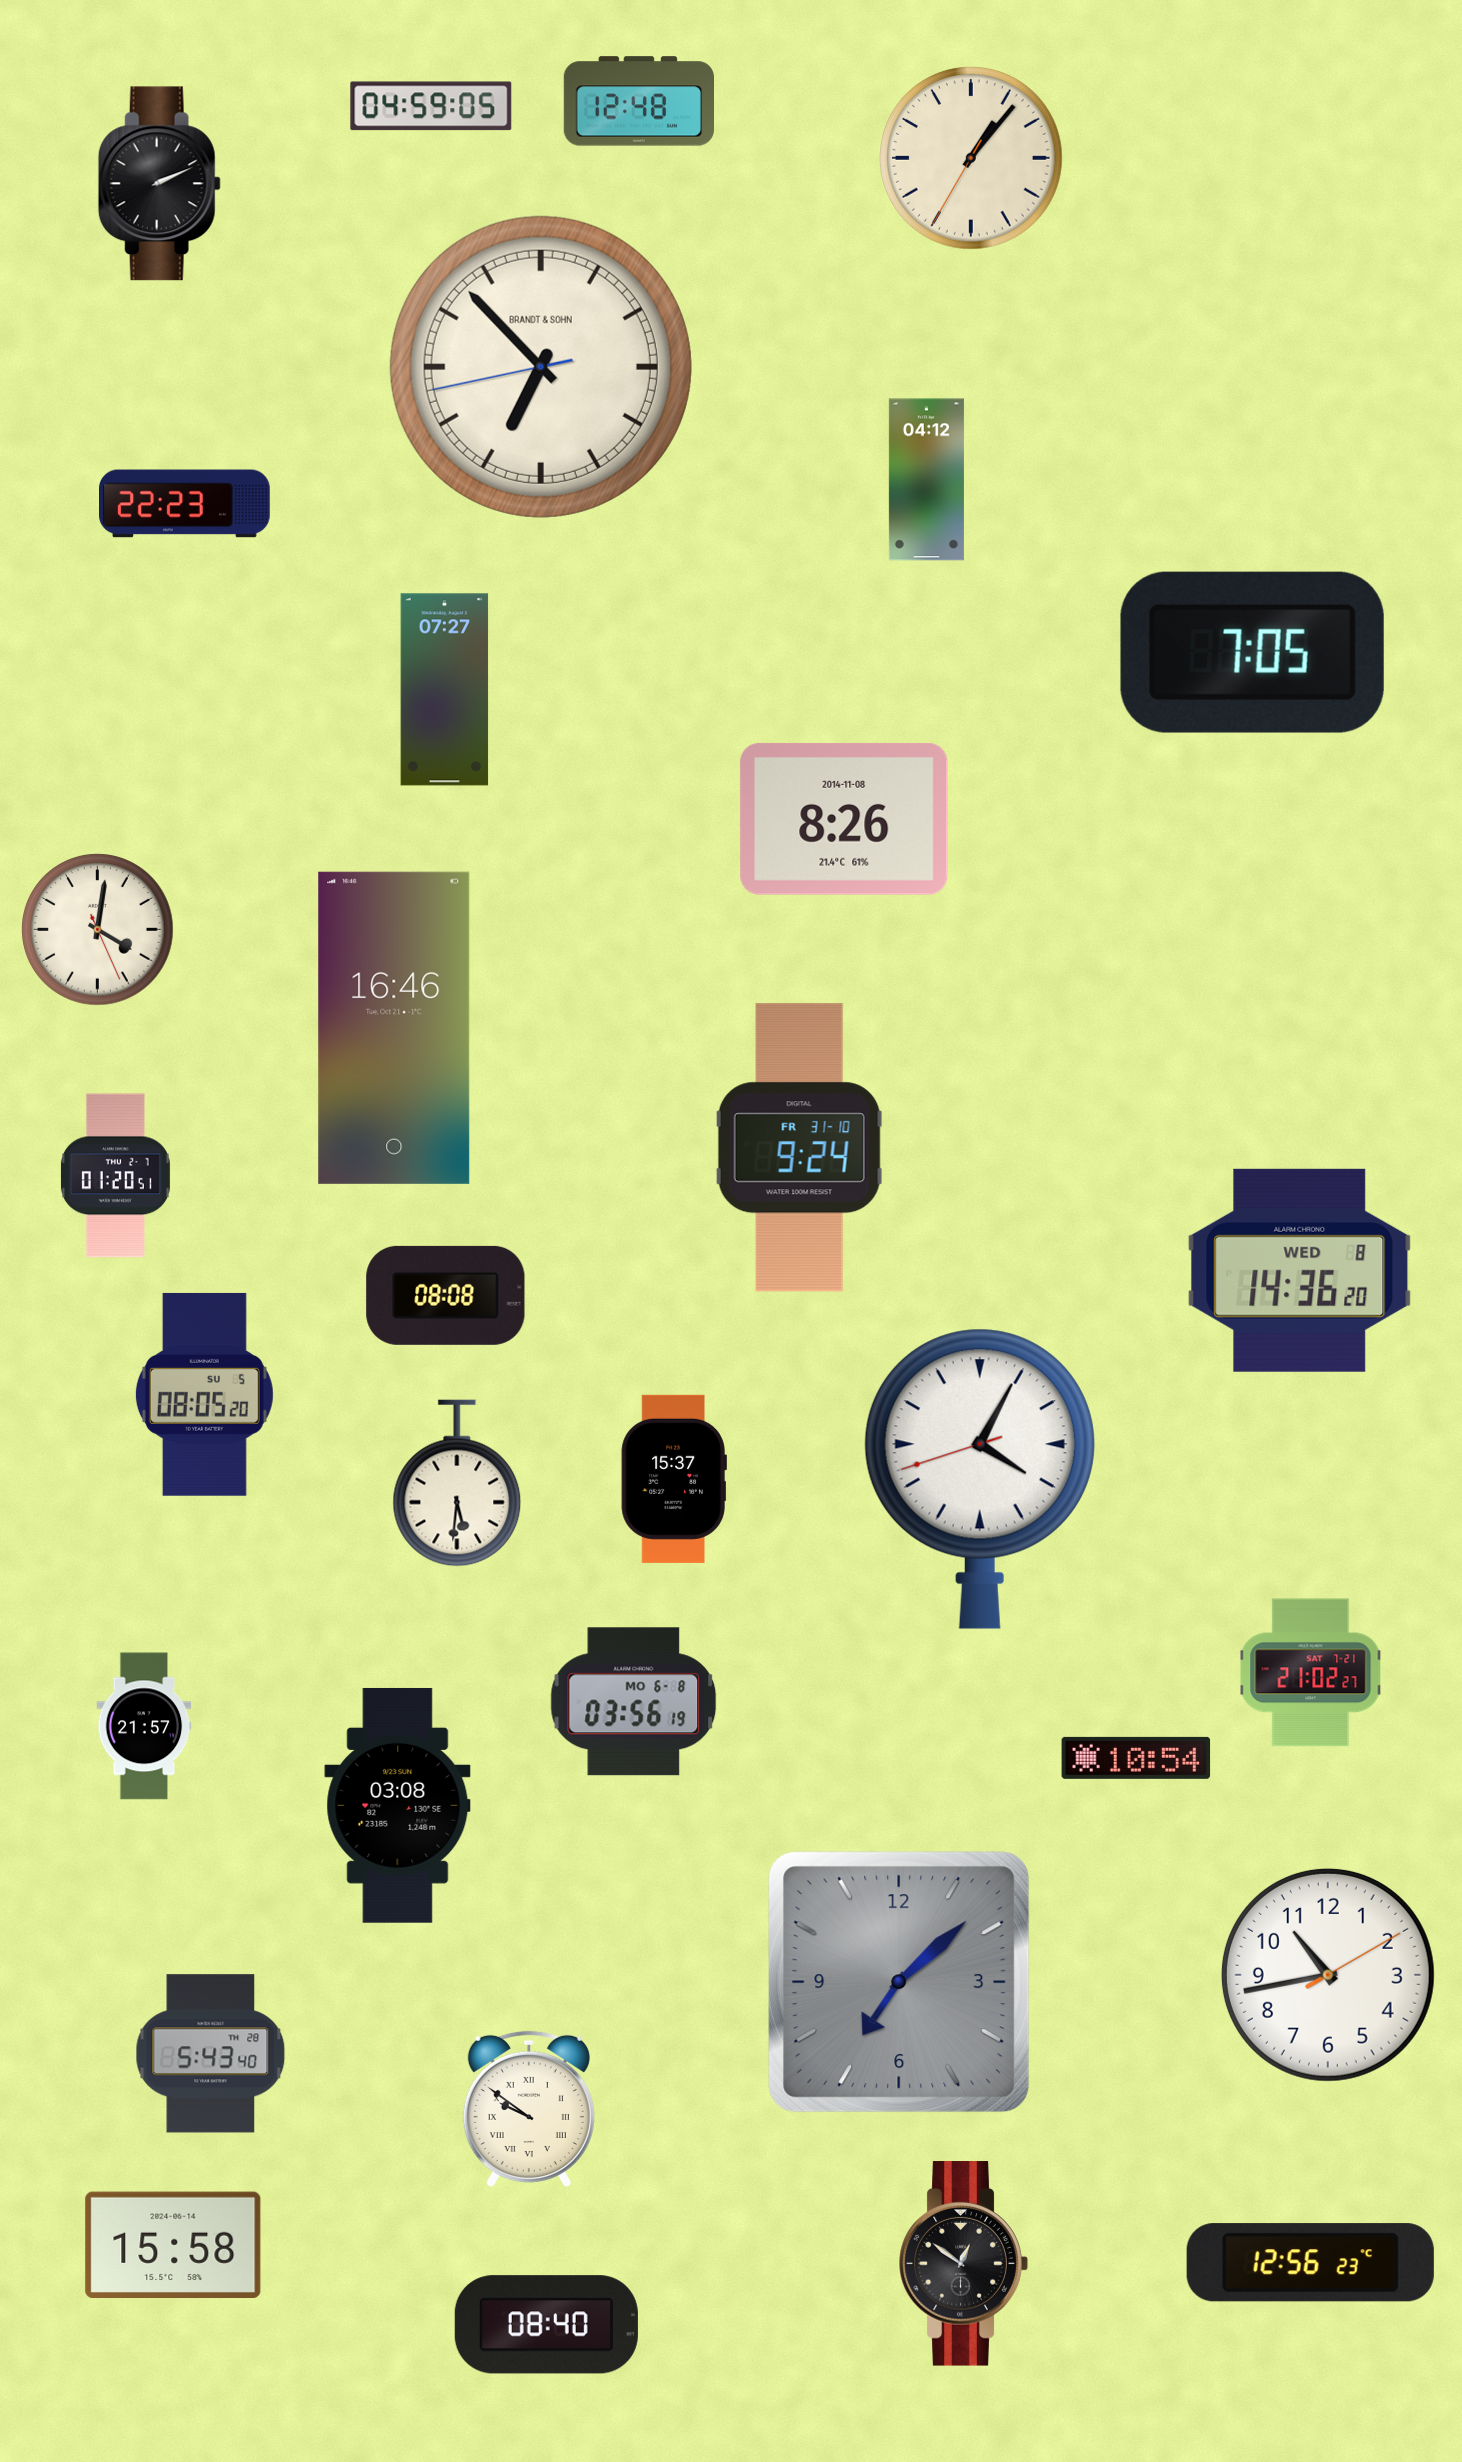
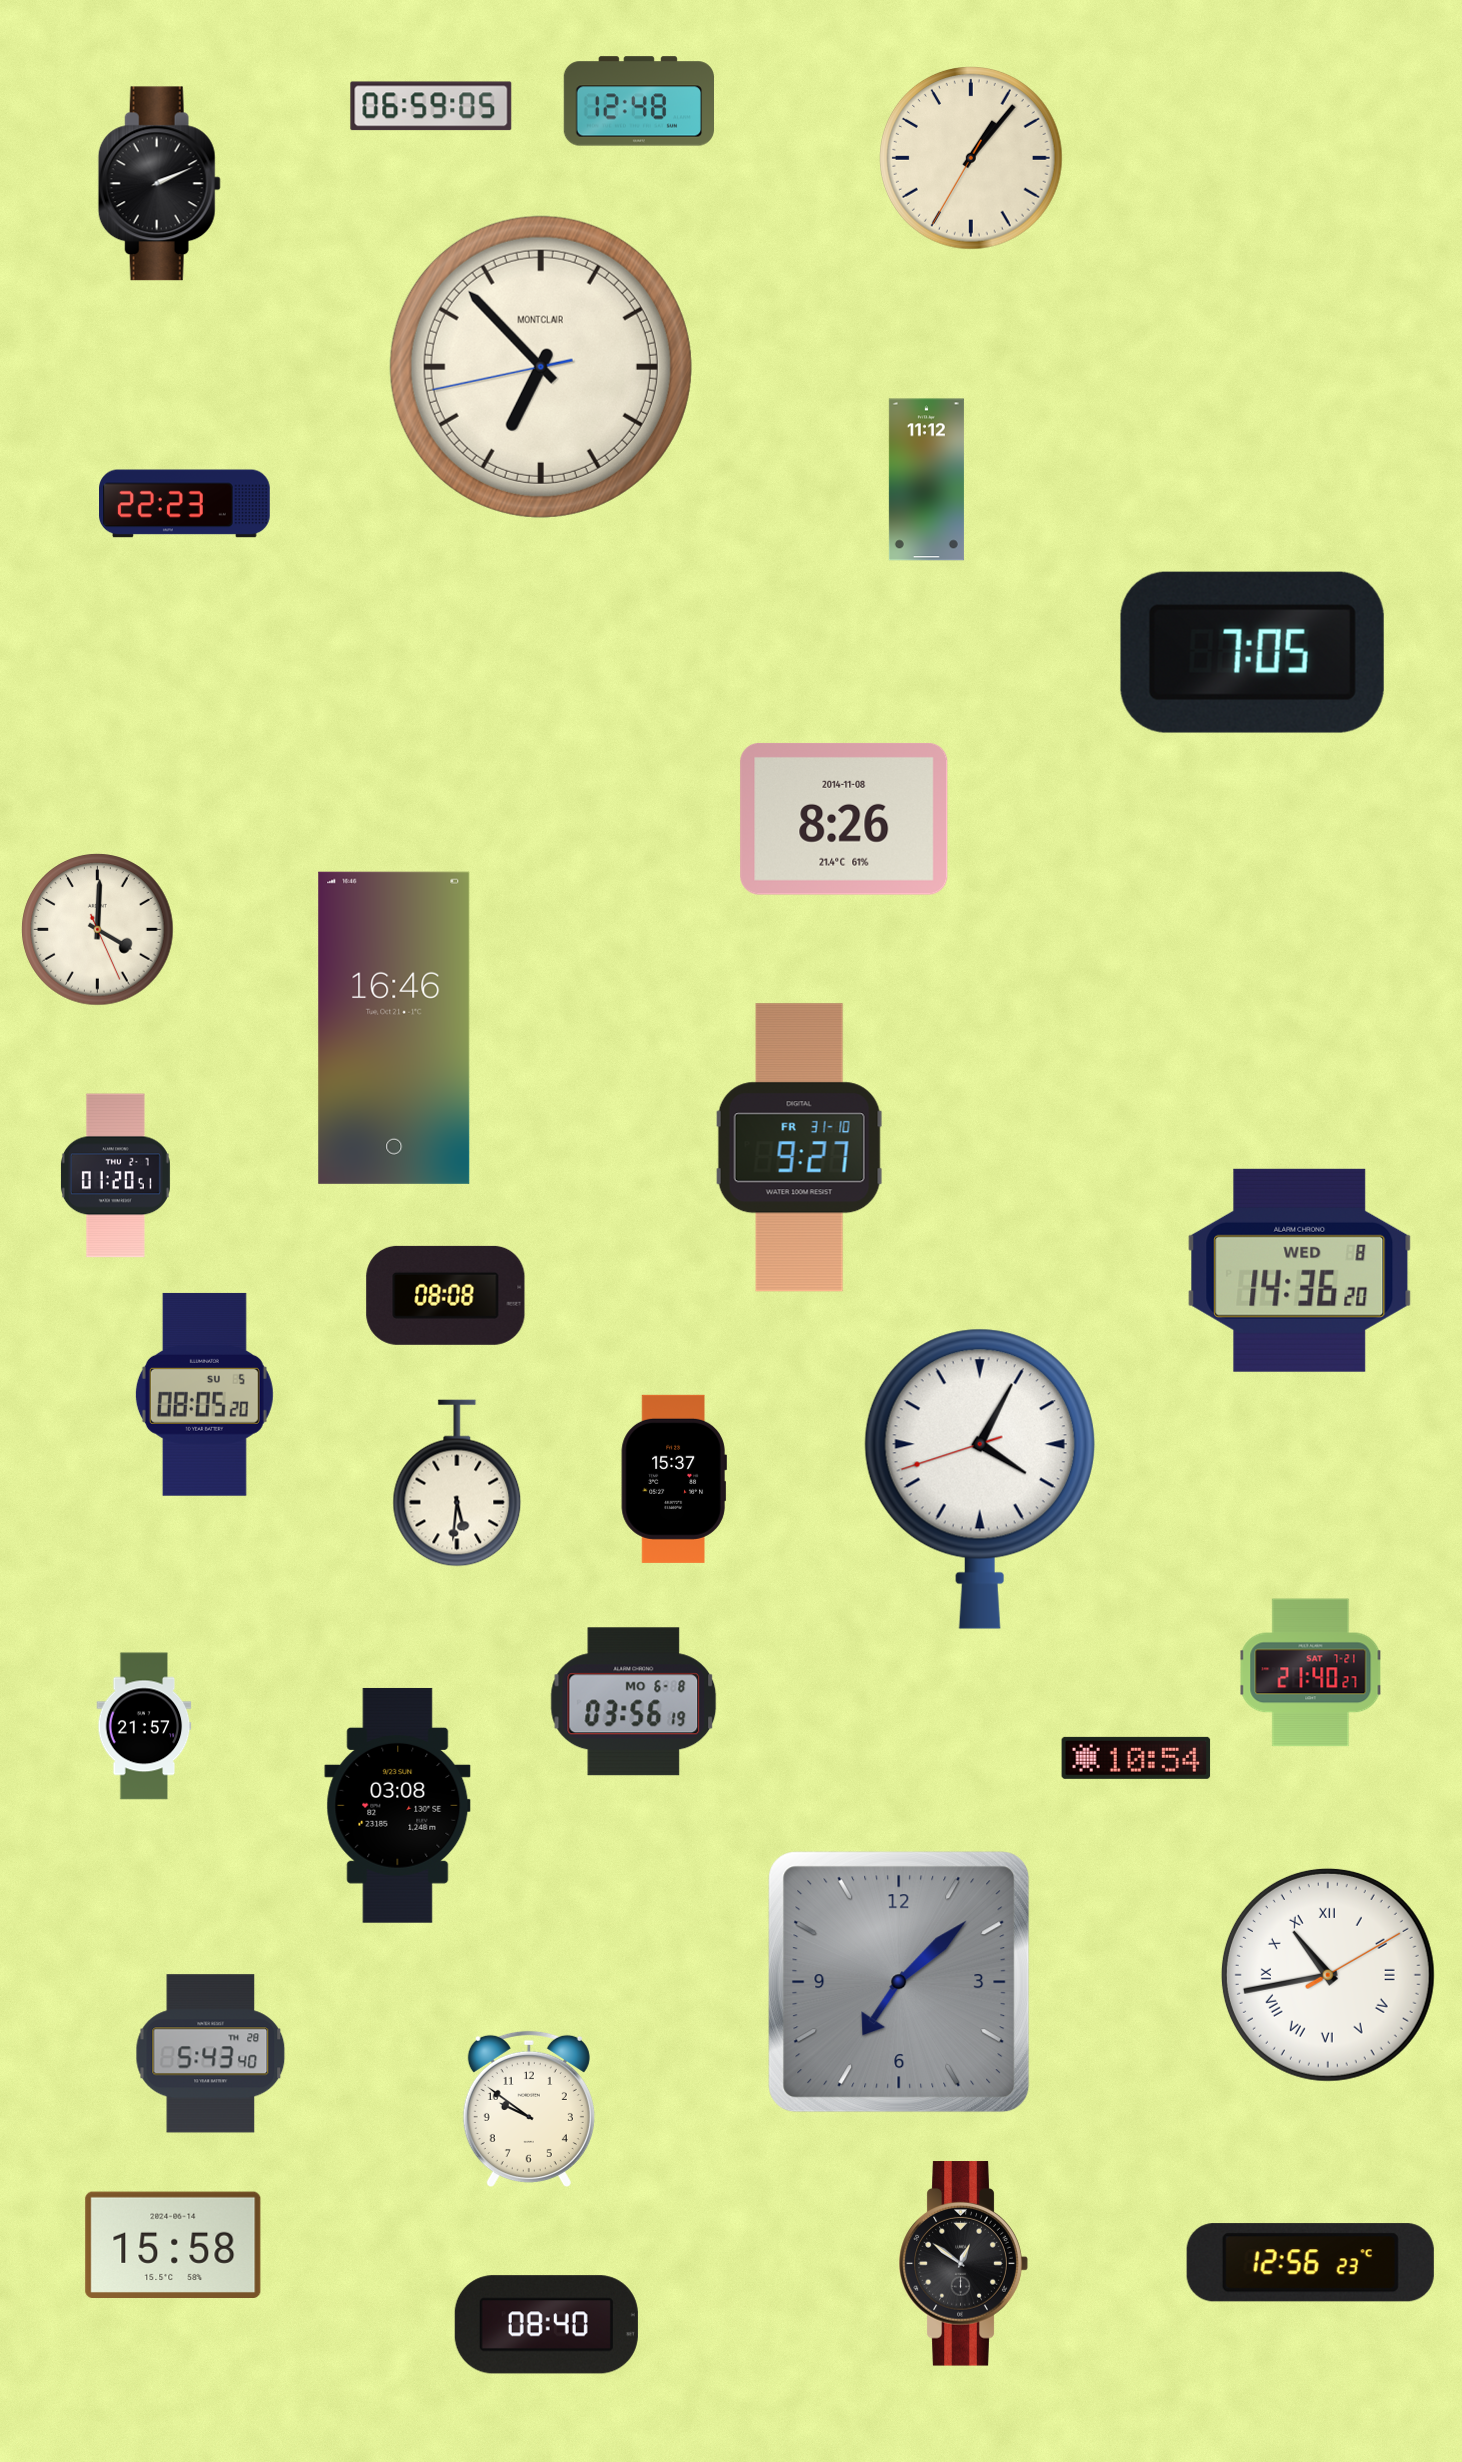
clock at (431, 106): 04:59 -> 06:59
clock at (541, 367) brand: BRANDT & SOHN -> MONTCLAIR
clock at (926, 480): 04:12 -> 11:12
clock at (445, 690): 07:27 -> none
clock at (98, 930): 4:01 -> 4:00
clock at (799, 1148): 9:24 -> 9:27
clock at (1311, 1673): 21:02 -> 21:40
clock at (1328, 1975) numerals: Arabic -> Roman
clock at (529, 2108) numerals: Roman -> Arabic
